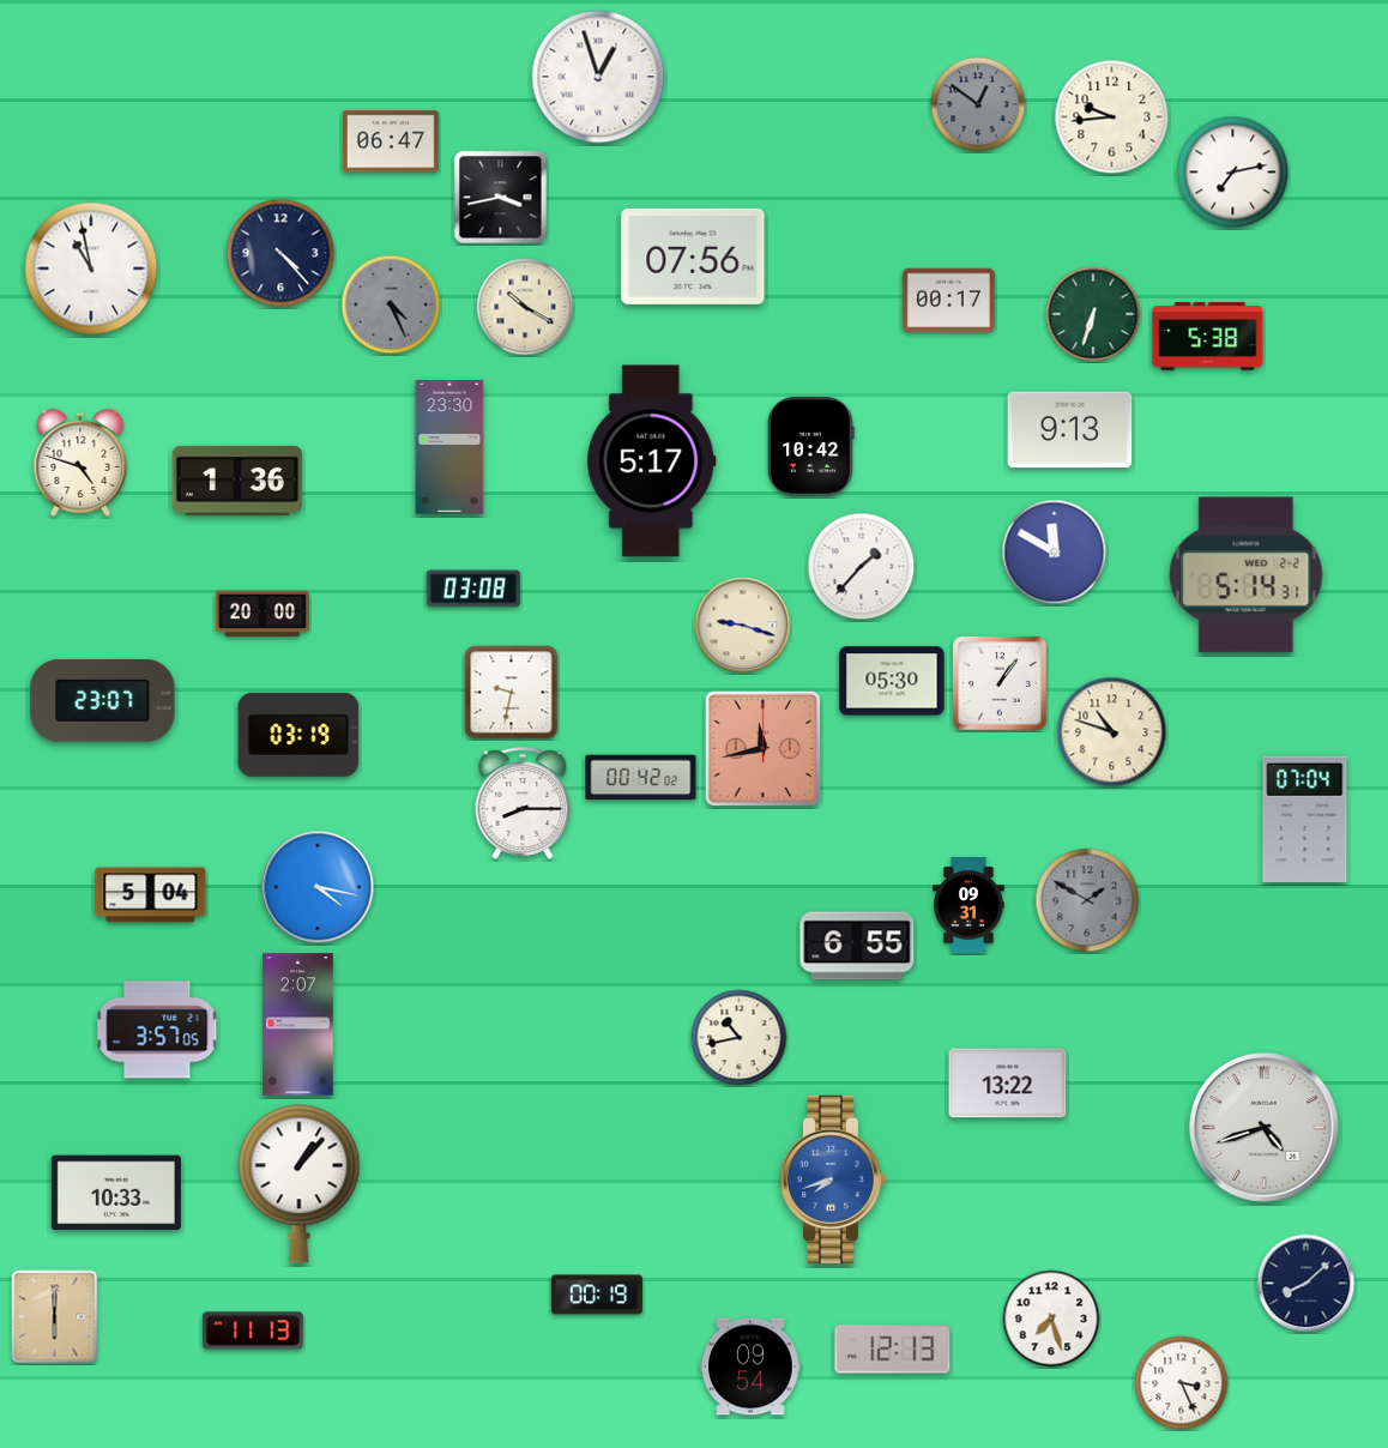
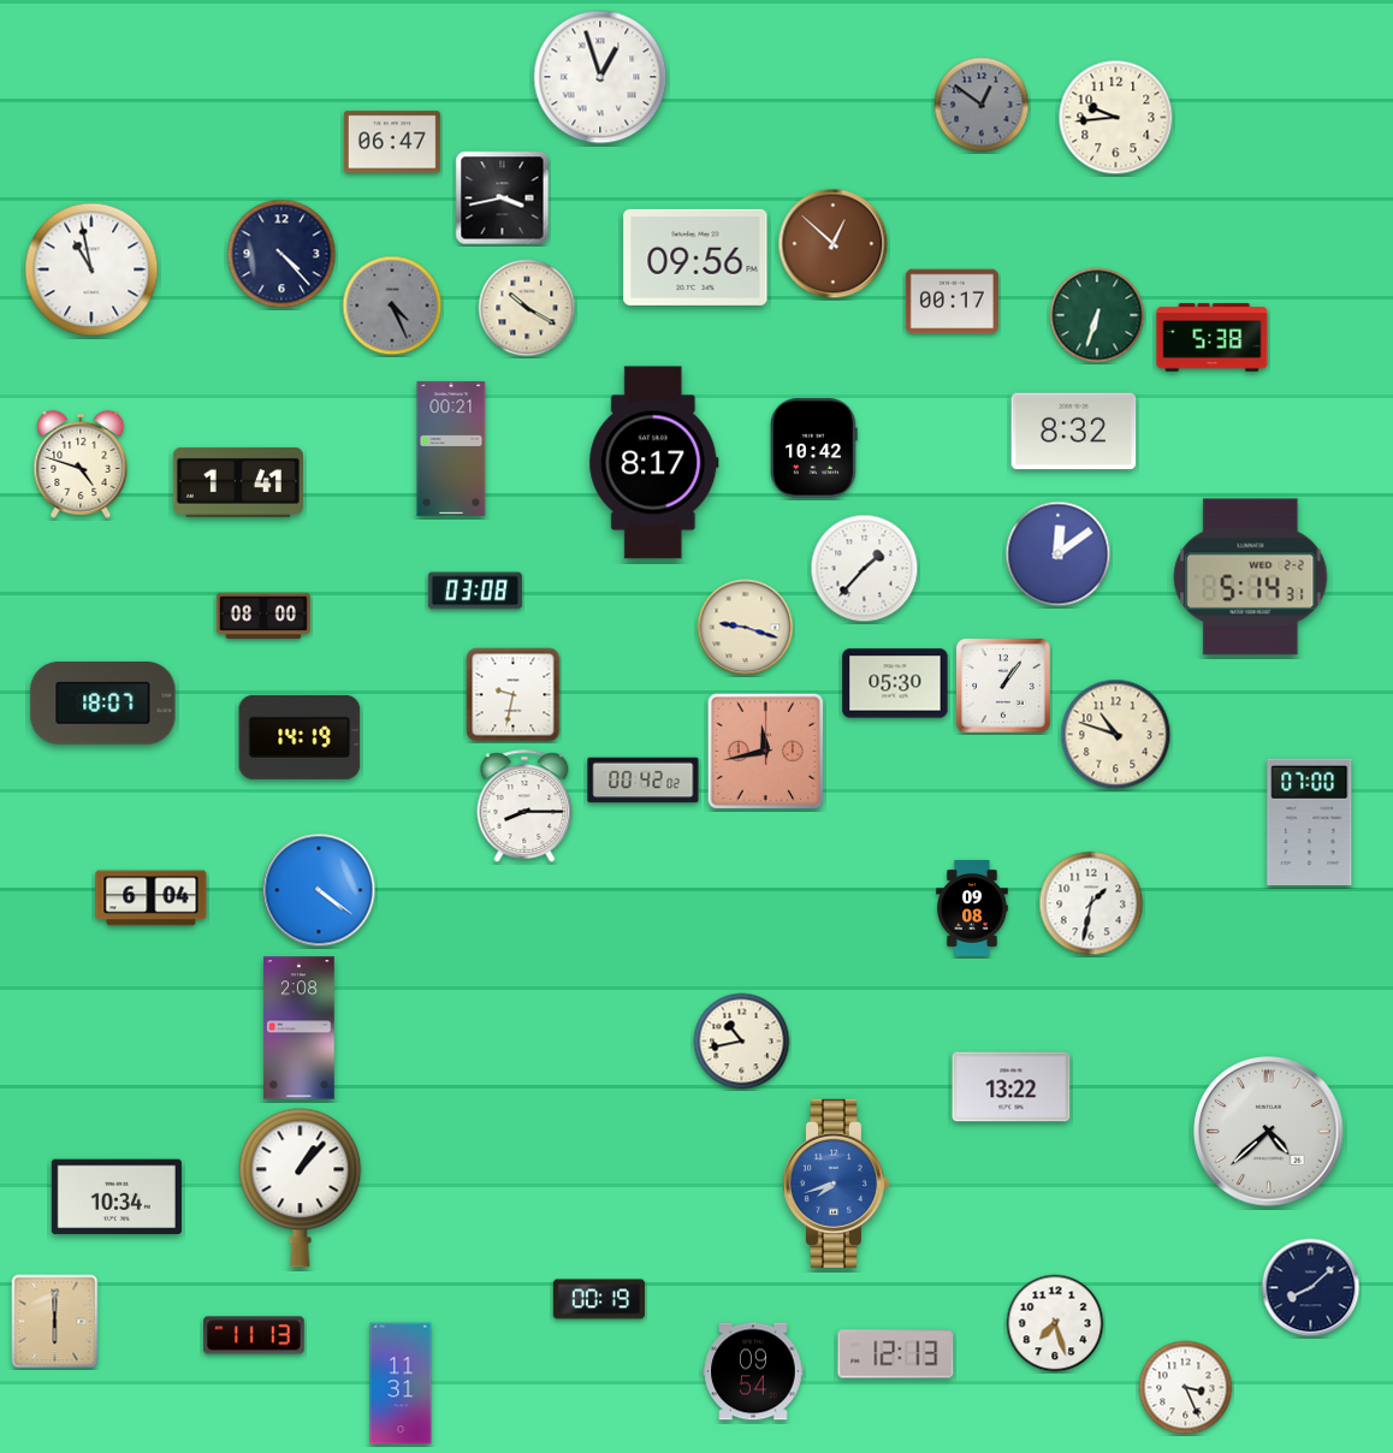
clock at (1233, 173): 7:13 -> none
clock at (834, 244): none -> 12:52
clock at (693, 257): 07:56 -> 09:56
clock at (1070, 430): 9:13 -> 8:32
clock at (449, 447): 23:30 -> 00:21
clock at (652, 461): 5:17 -> 8:17
clock at (237, 481): 1:36 -> 1:41
clock at (1055, 553): 11:50 -> 12:09
clock at (262, 614): 20:00 -> 08:00
clock at (103, 701): 23:07 -> 18:07
clock at (298, 735): 03:19 -> 14:19
clock at (1305, 820): 07:04 -> 07:00
clock at (318, 887): 4:17 -> 4:21
clock at (151, 895): 5:04 -> 6:04
clock at (1087, 900): 1:50 -> 1:32
clock at (1087, 900) dial: grey -> white
clock at (968, 905): 09:31 -> 09:08
clock at (857, 946): 6:55 -> none
clock at (298, 1025): 2:07 -> 2:08
clock at (157, 1030): 3:57 -> none
clock at (1265, 1128): 4:42 -> 4:38
clock at (116, 1193): 10:33 -> 10:34
clock at (401, 1383): none -> 11:31
